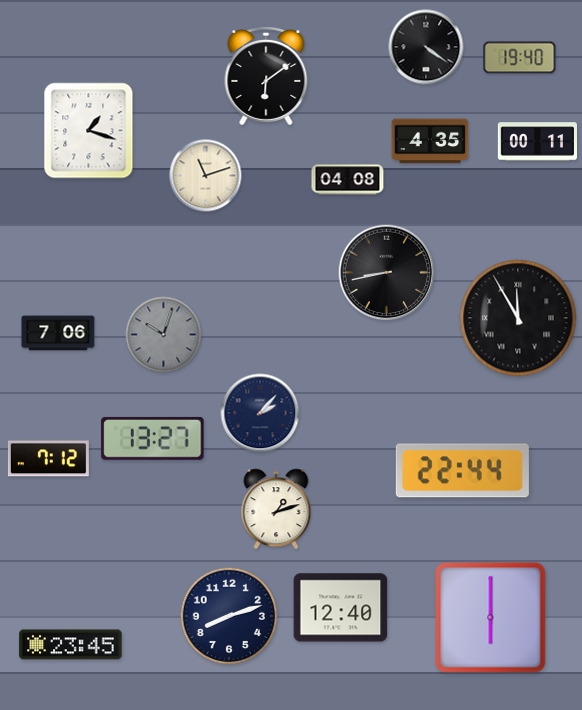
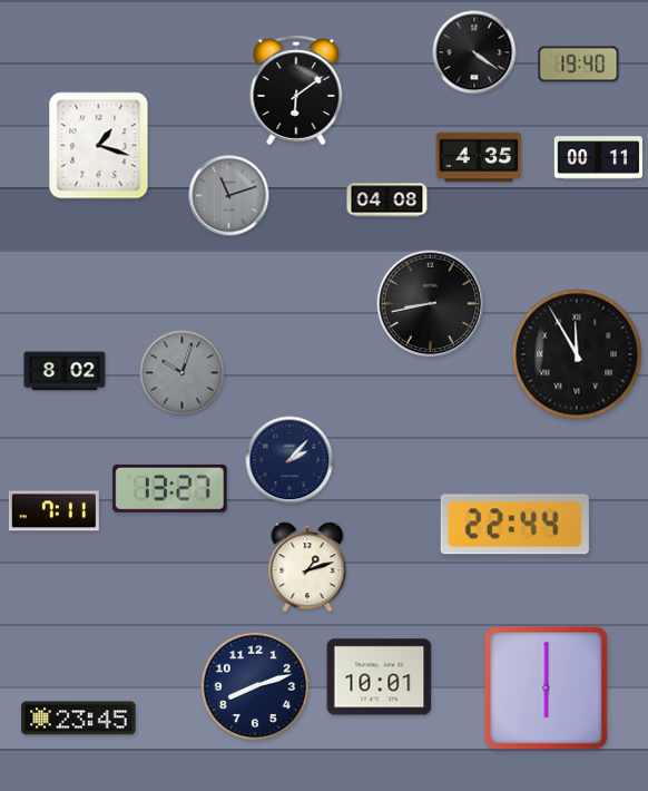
clock at (266, 77) position: (266, 77) -> (296, 91)
clock at (206, 176) dial: cream -> grey
clock at (58, 333): 7:06 -> 8:02
clock at (48, 459): 7:12 -> 7:11
clock at (341, 608): 12:40 -> 10:01
